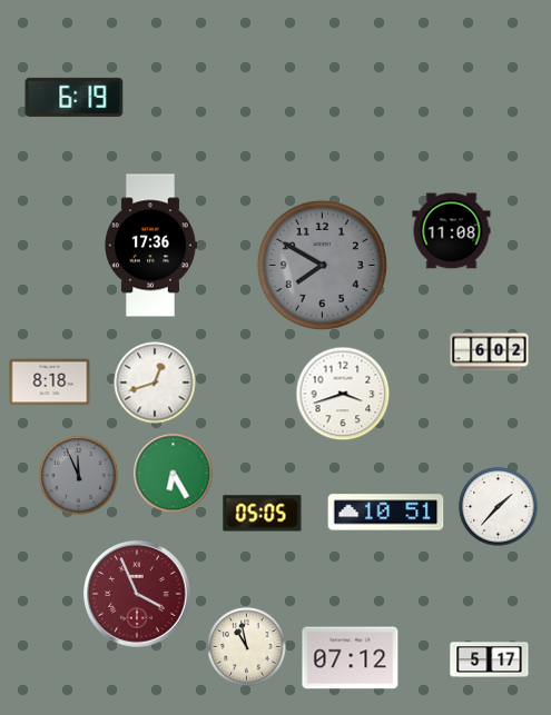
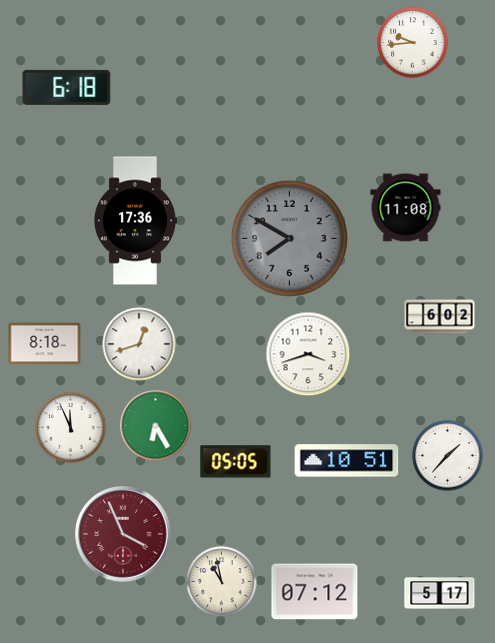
clock at (413, 43): none -> 9:44
clock at (75, 97): 6:19 -> 6:18
clock at (79, 476) dial: grey -> white
